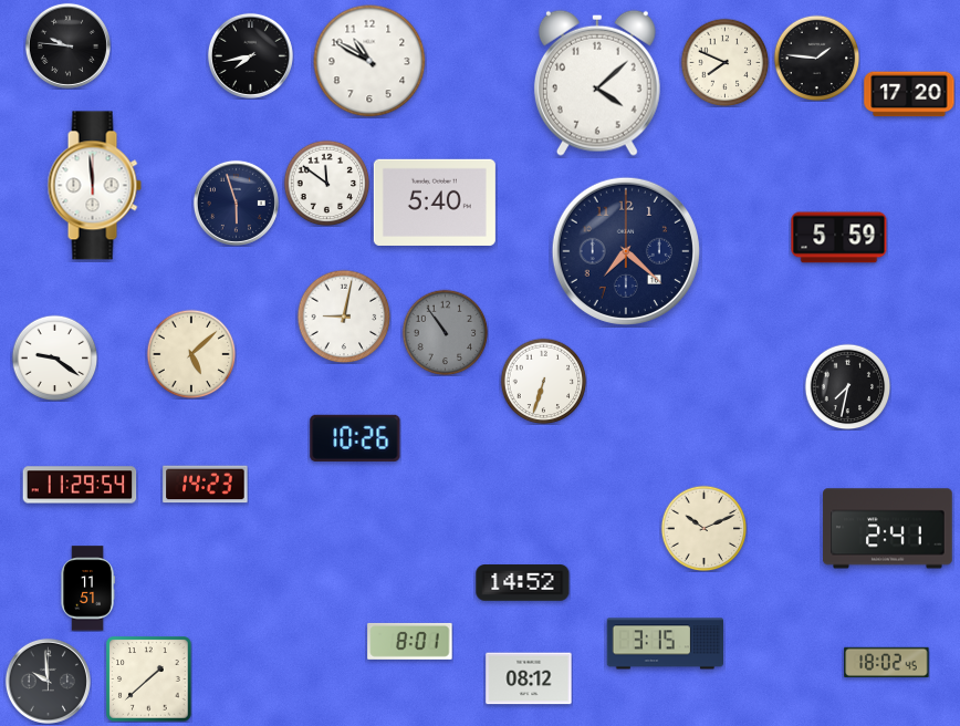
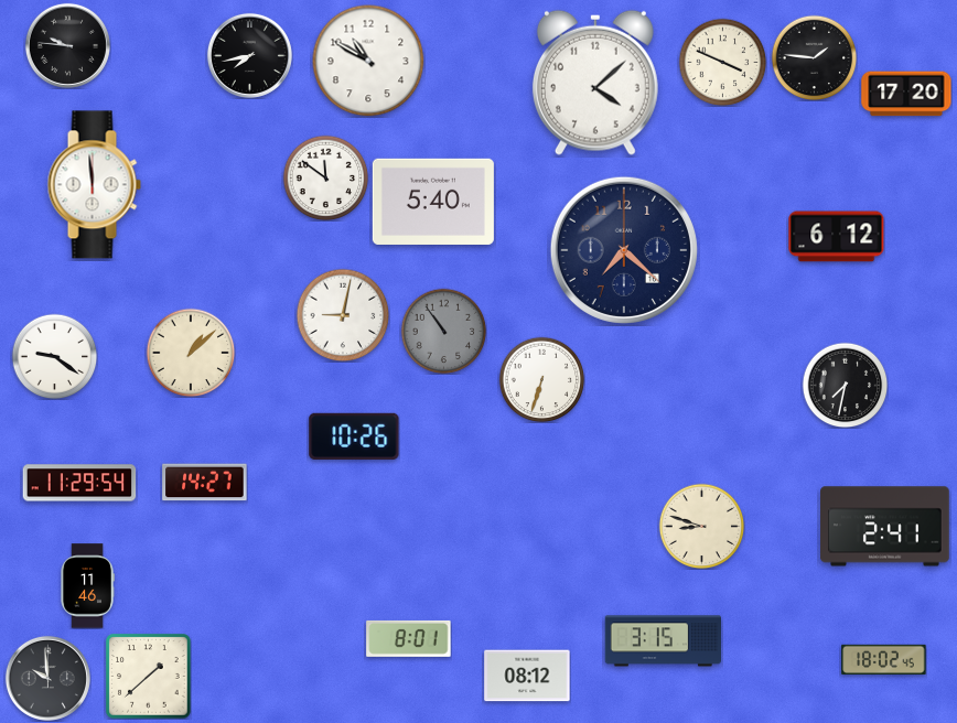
clock at (724, 62): 7:49 -> 3:49
clock at (326, 183) position: (326, 183) -> (325, 177)
clock at (236, 203): 5:57 -> none
clock at (839, 238): 5:59 -> 6:12
clock at (191, 354): 5:08 -> 1:08
clock at (206, 485): 14:23 -> 14:27
clock at (703, 528): 10:11 -> 8:48
clock at (523, 583): 14:52 -> none
clock at (87, 589): 11:51 -> 11:46
